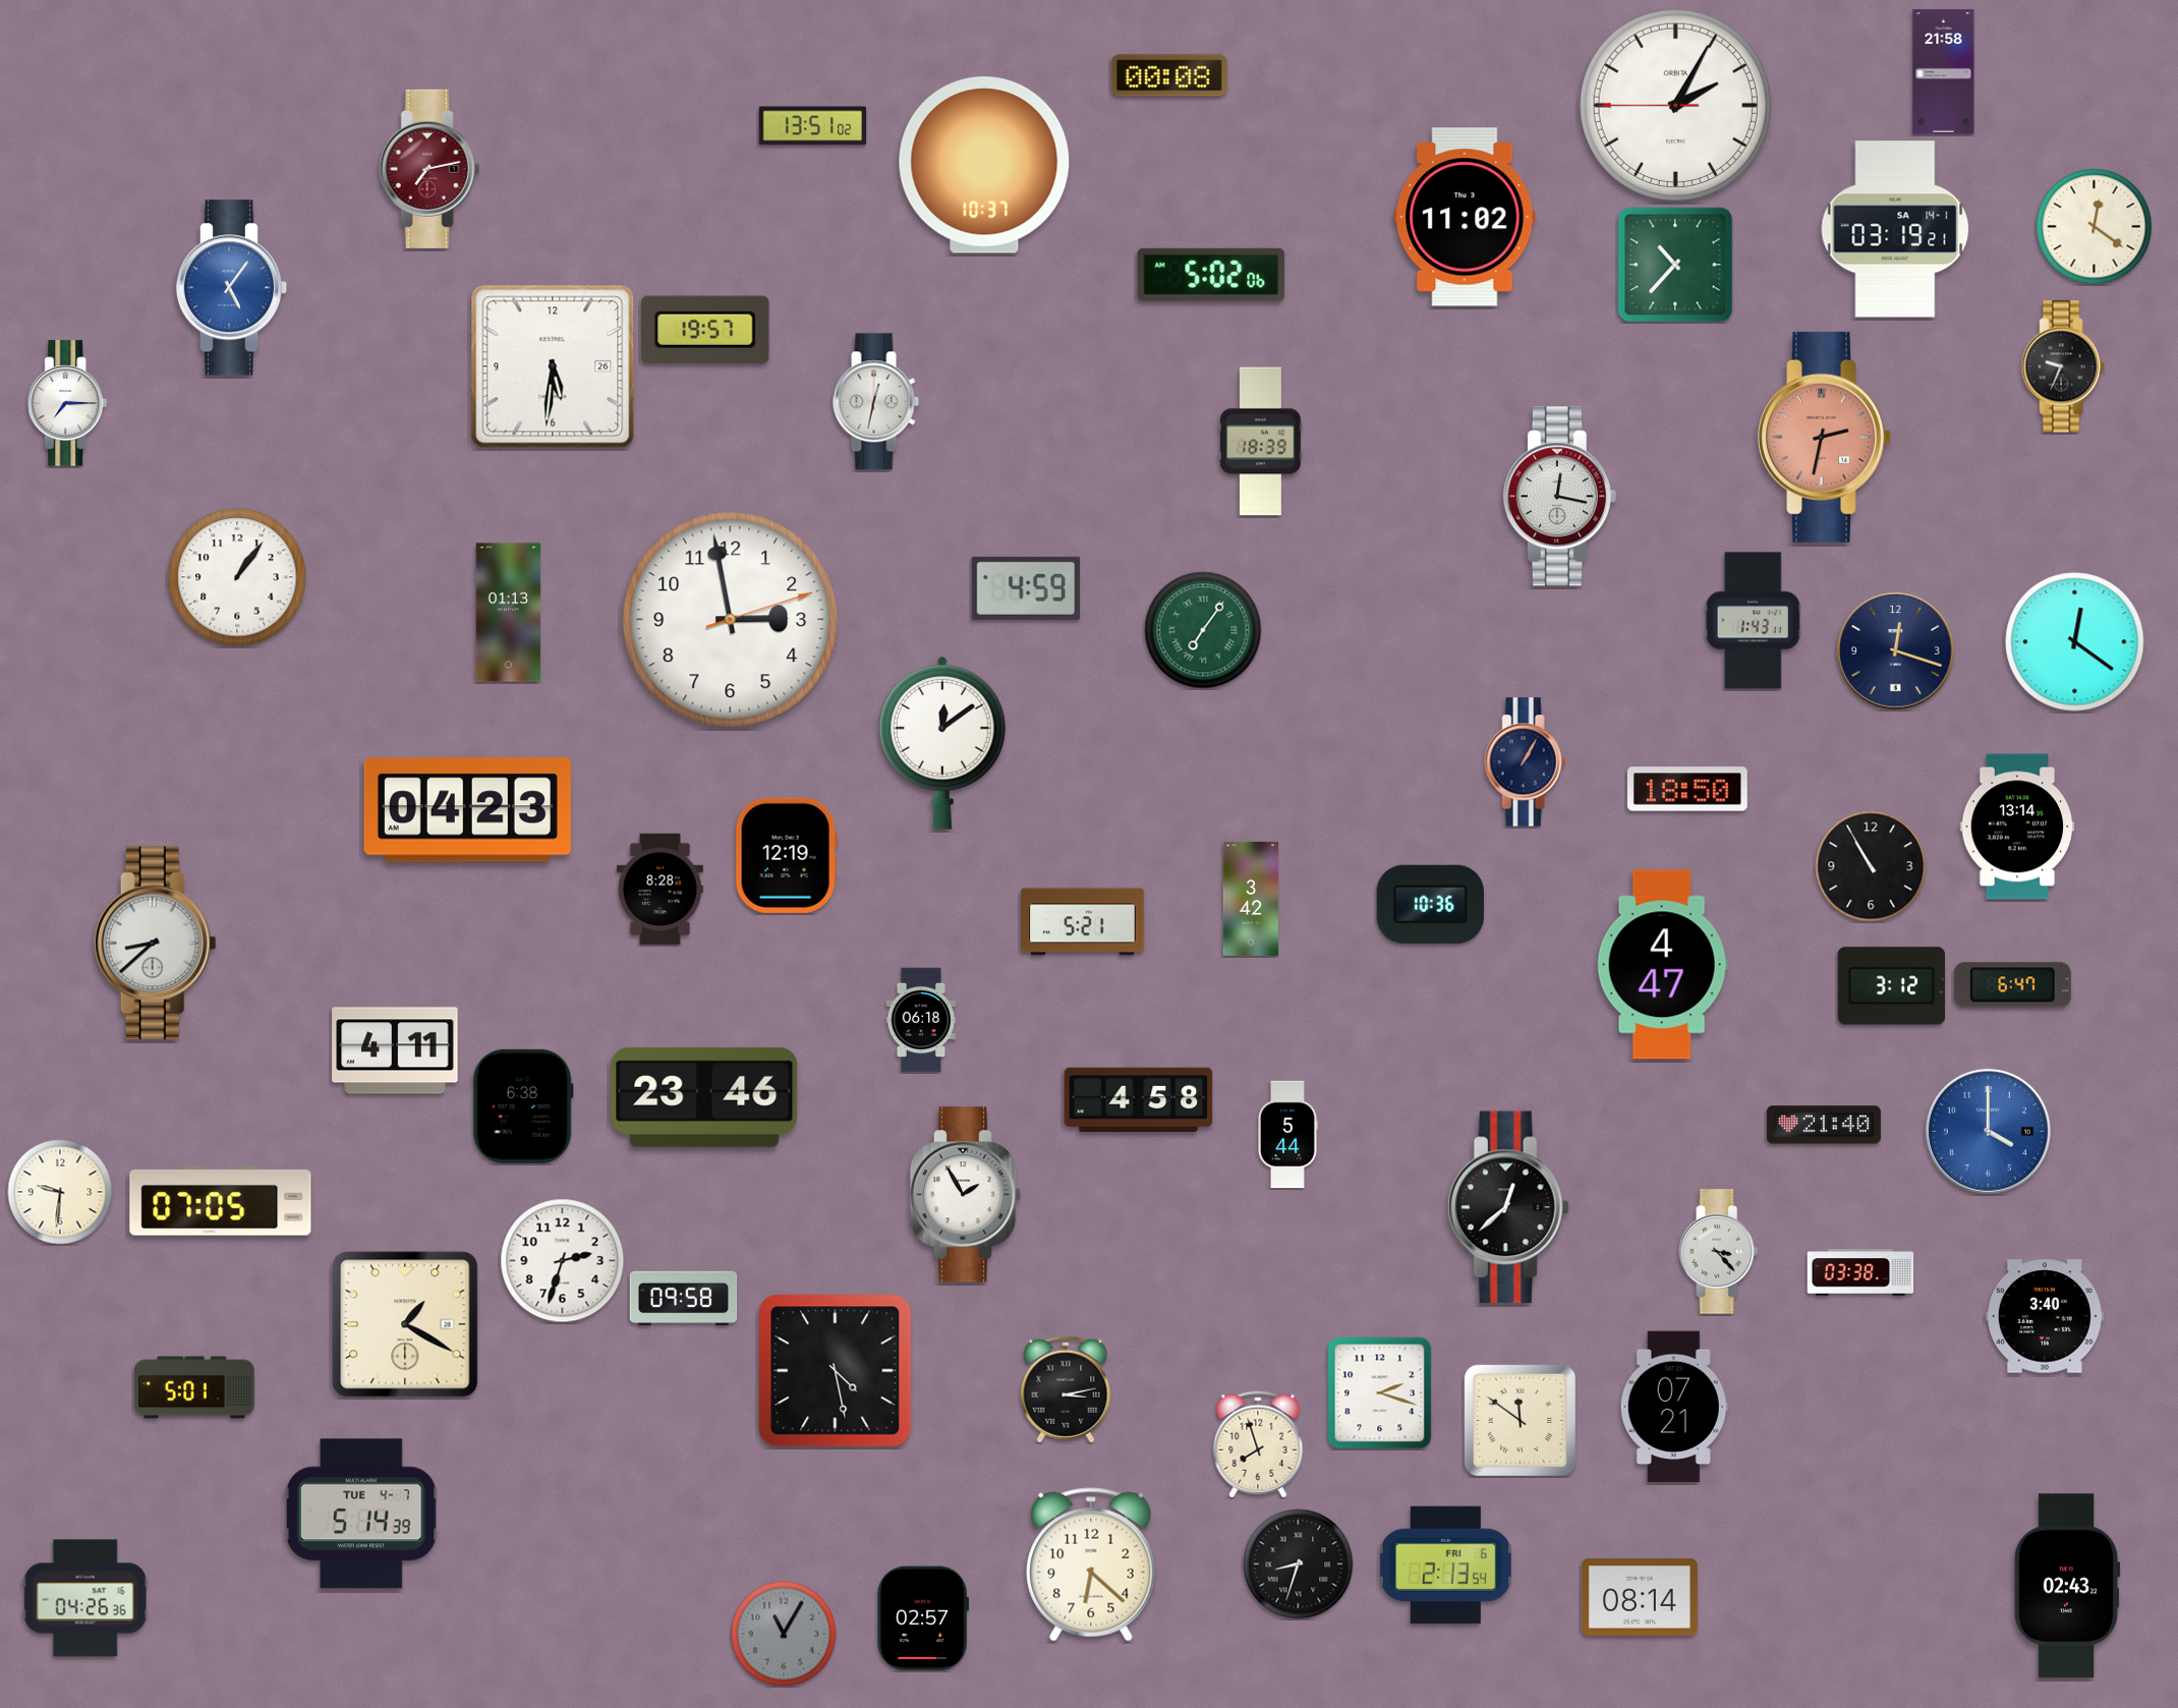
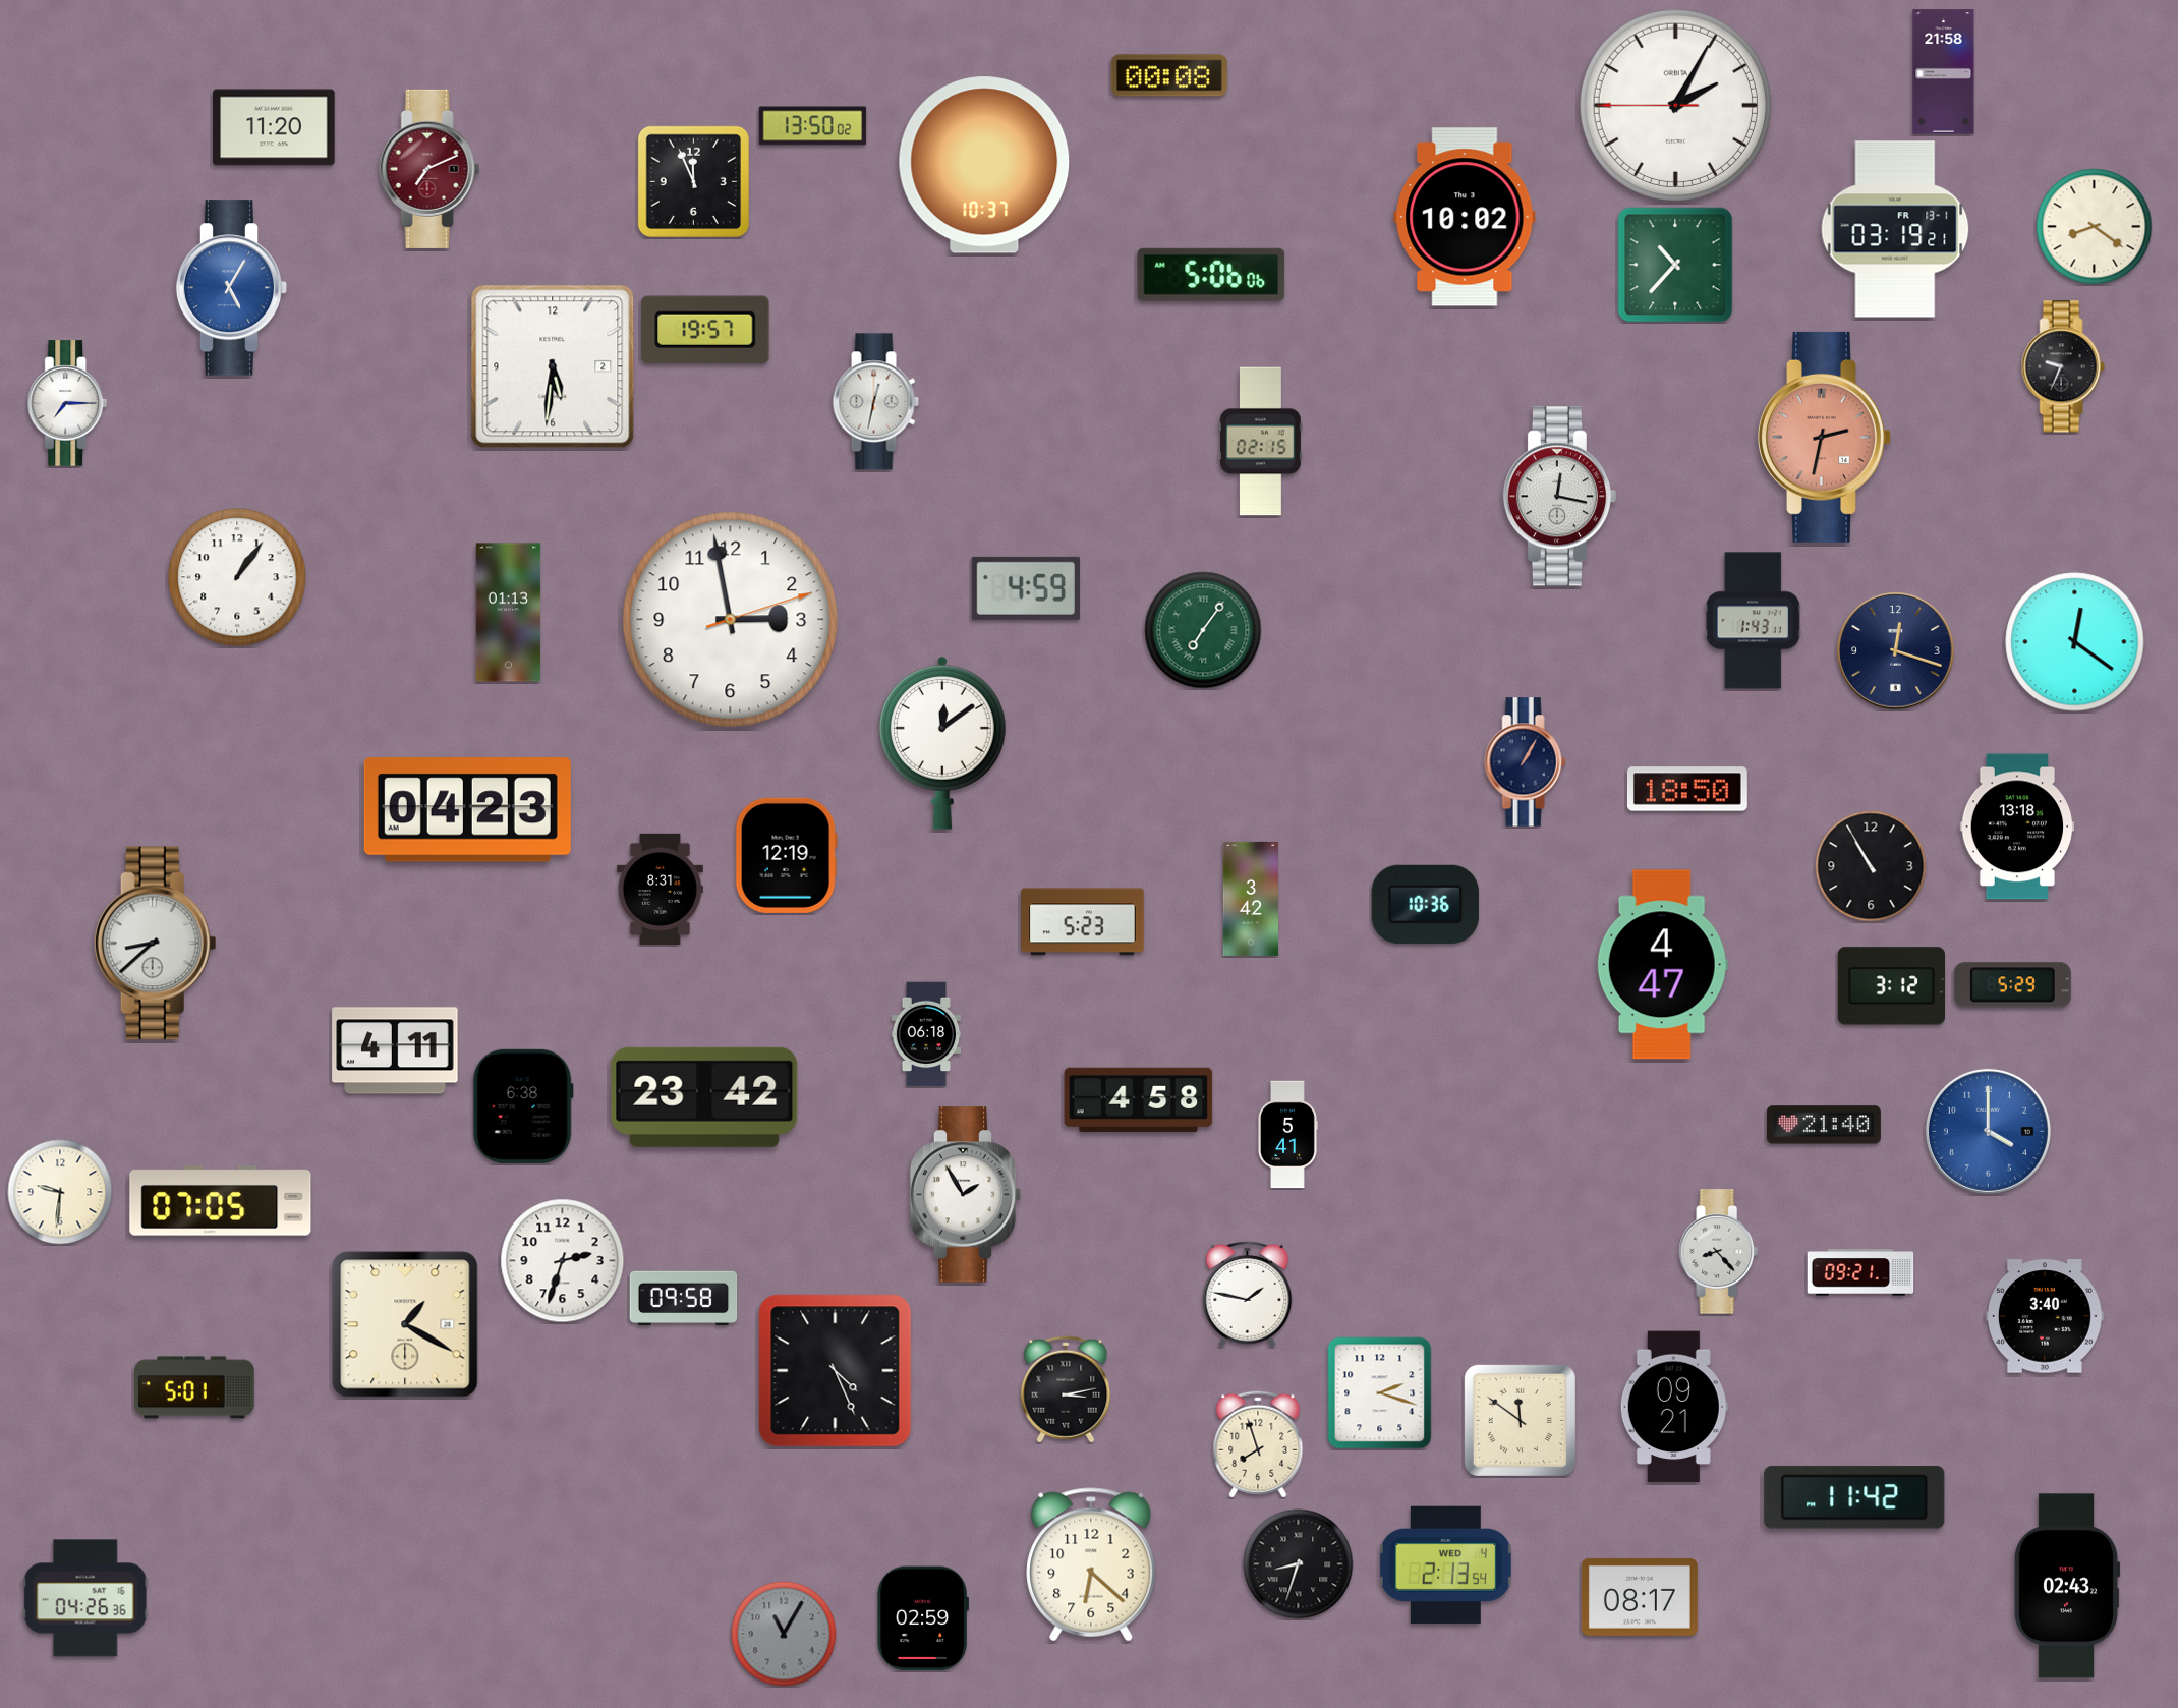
clock at (813, 126): 13:51 -> 13:50
clock at (274, 127): none -> 11:20
clock at (429, 169): 7:13 -> 7:11
clock at (693, 181): none -> 11:56
clock at (1465, 217): 11:02 -> 10:02
clock at (2095, 227): 12:21 -> 8:21
clock at (1895, 229) date: SA 14-1 -> FR 13-1
clock at (1211, 275): 5:02 -> 5:06
clock at (232, 288): 5:06 -> 5:05
clock at (553, 366) date: 26 -> 2
clock at (1260, 442): 18:39 -> 02:15
clock at (2017, 827): 13:14 -> 13:18
clock at (660, 889): 8:28 -> 8:31
clock at (1430, 904) position: (1430, 904) -> (1425, 904)
clock at (1083, 922): 5:21 -> 5:23
clock at (2012, 985): 6:47 -> 5:29
clock at (921, 1020) position: (921, 1020) -> (926, 1034)
clock at (704, 1097): 23:46 -> 23:42
clock at (1288, 1135): 5:44 -> 5:41
clock at (1508, 1207): 12:38 -> none
clock at (1719, 1252): 3:23 -> 8:23
clock at (1860, 1272): 03:38 -> 09:21
clock at (1248, 1294): none -> 1:47
clock at (836, 1371): 4:28 -> 4:26
clock at (1674, 1407): 07:21 -> 09:21
clock at (1854, 1497): none -> 11:42
clock at (362, 1514): 5:14 -> none
clock at (1445, 1564) date: FRI 6 -> WED 4
clock at (1640, 1597): 08:14 -> 08:17
clock at (922, 1618): 02:57 -> 02:59
